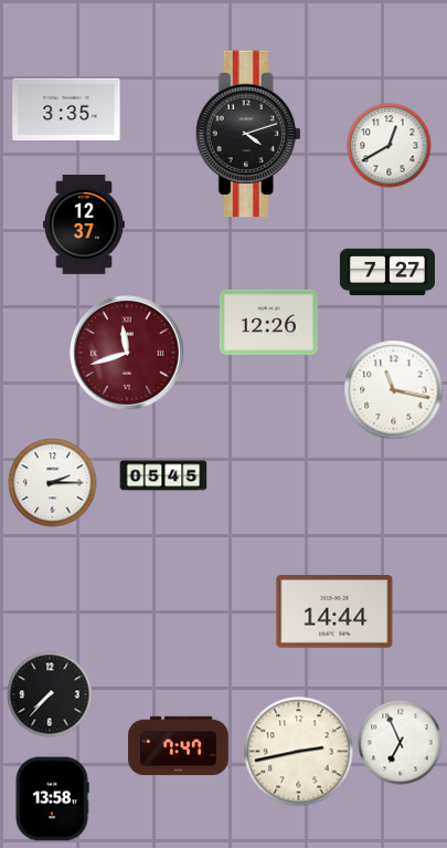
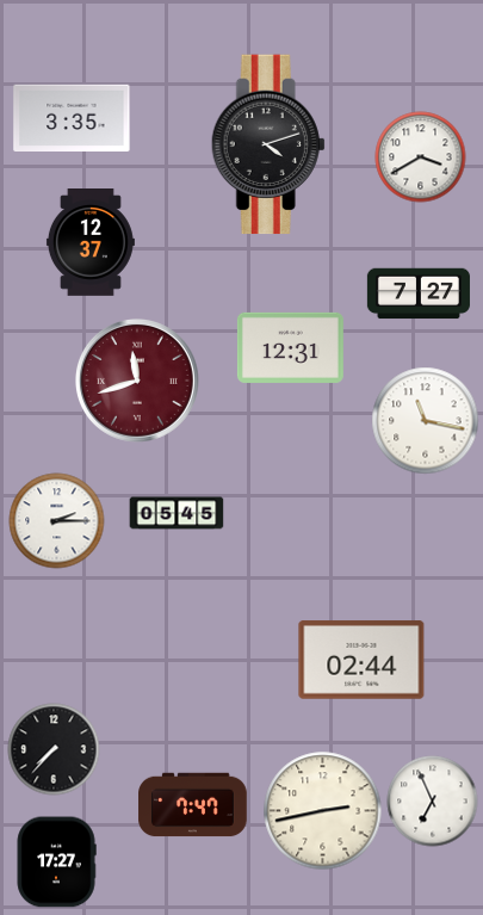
clock at (390, 146): 12:40 -> 3:40
clock at (268, 322): 12:26 -> 12:31
clock at (334, 611): 14:44 -> 02:44
clock at (52, 799): 13:58 -> 17:27
